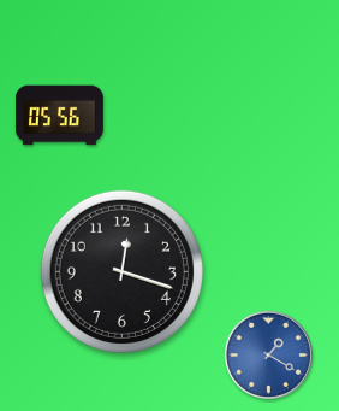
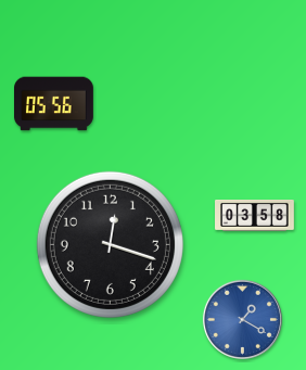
clock at (255, 216): none -> 03:58
